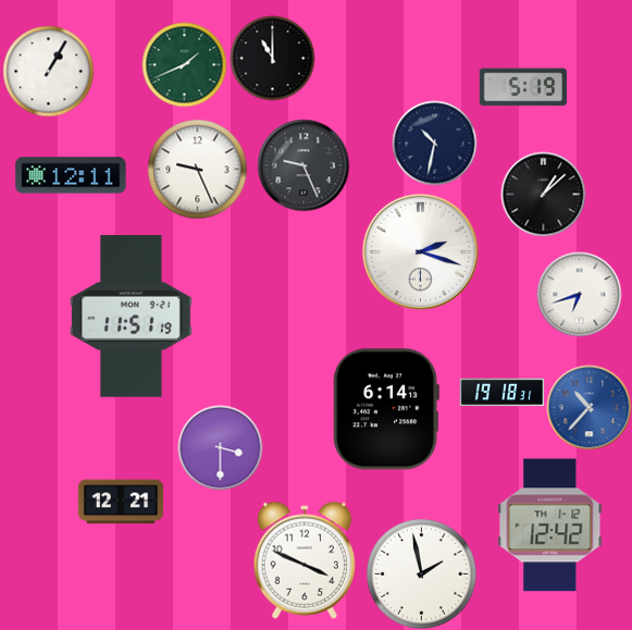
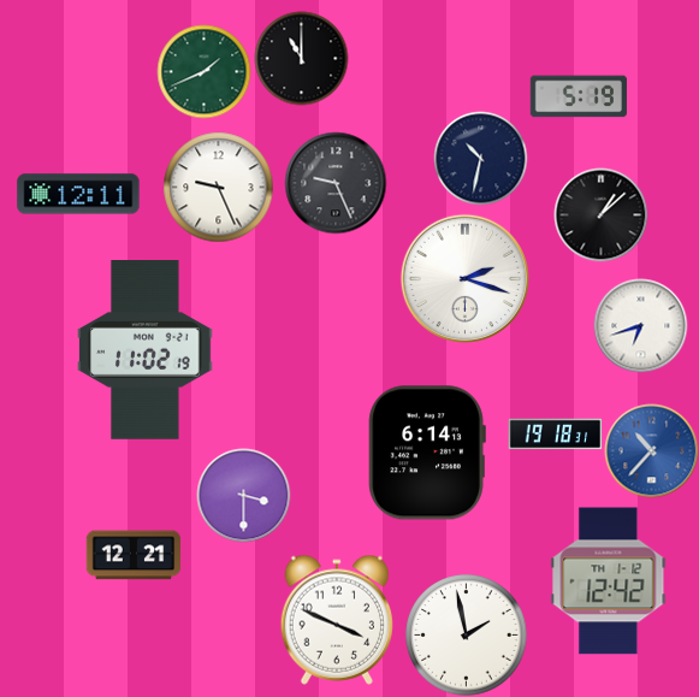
clock at (272, 58) position: (272, 58) -> (301, 58)
clock at (48, 71): 1:05 -> none
clock at (132, 317): 11:51 -> 11:02
